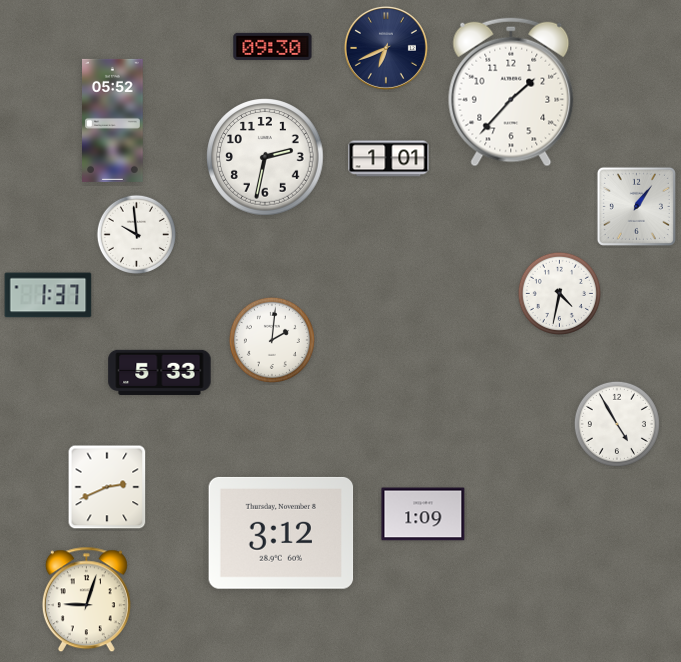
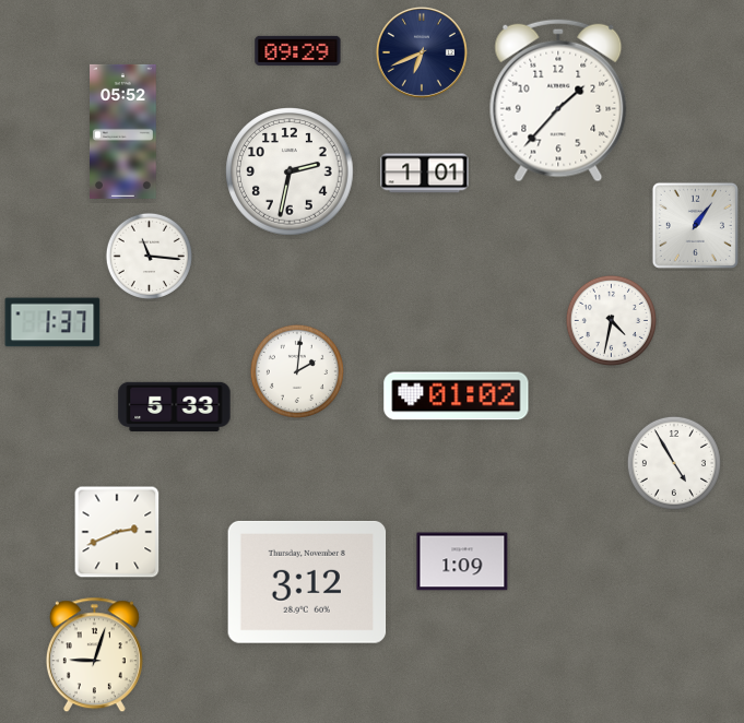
clock at (273, 46): 09:30 -> 09:29
clock at (136, 234): 9:59 -> 11:16
clock at (457, 396): none -> 01:02
